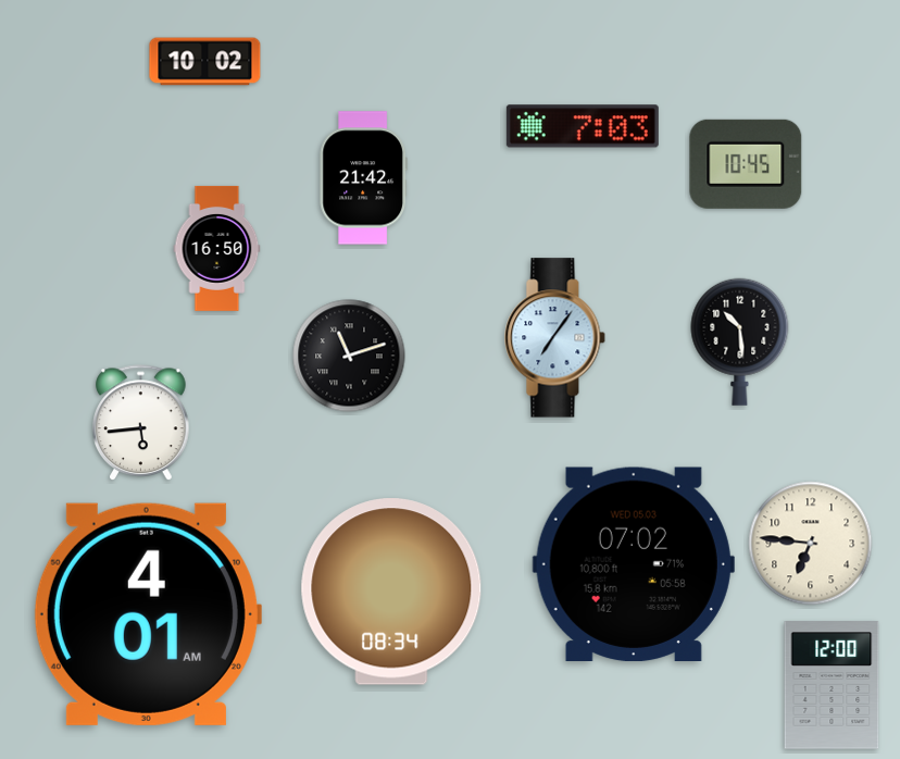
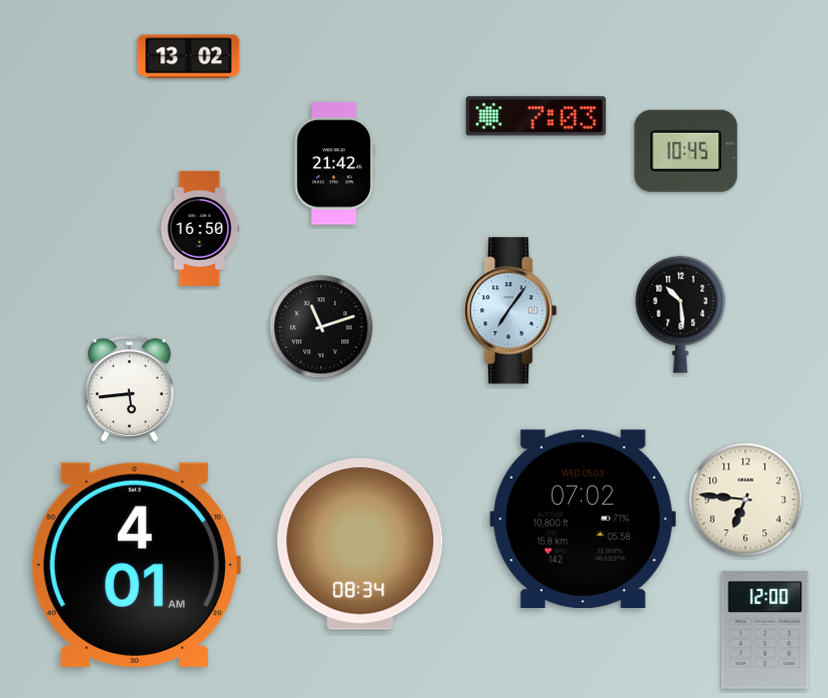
clock at (205, 62): 10:02 -> 13:02
